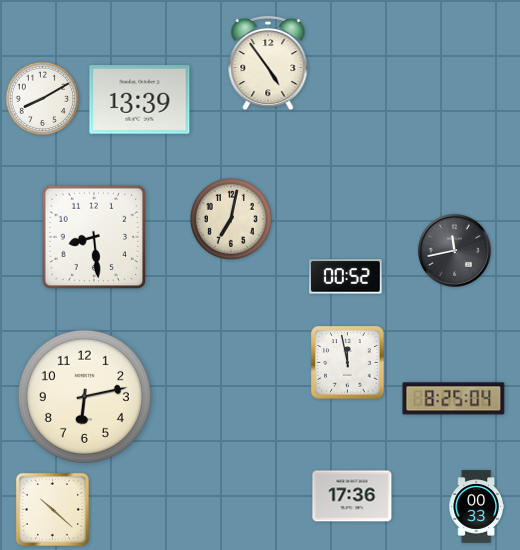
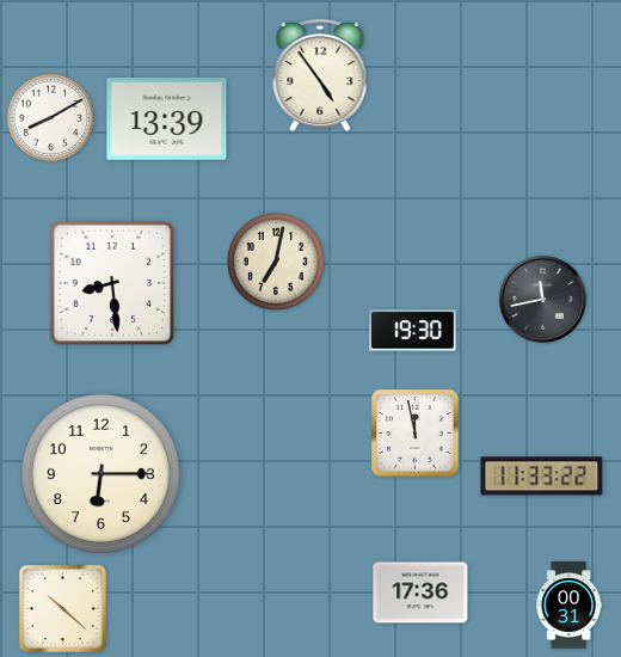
clock at (346, 277): 00:52 -> 19:30
clock at (84, 396): 6:13 -> 6:15
clock at (454, 399): 8:25 -> 11:33
clock at (476, 507): 00:33 -> 00:31
